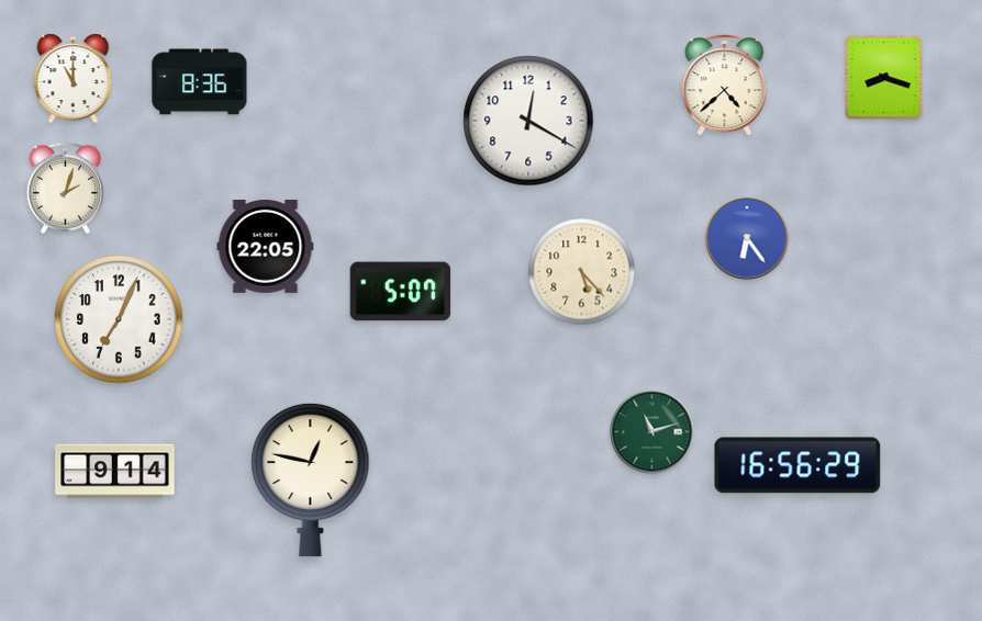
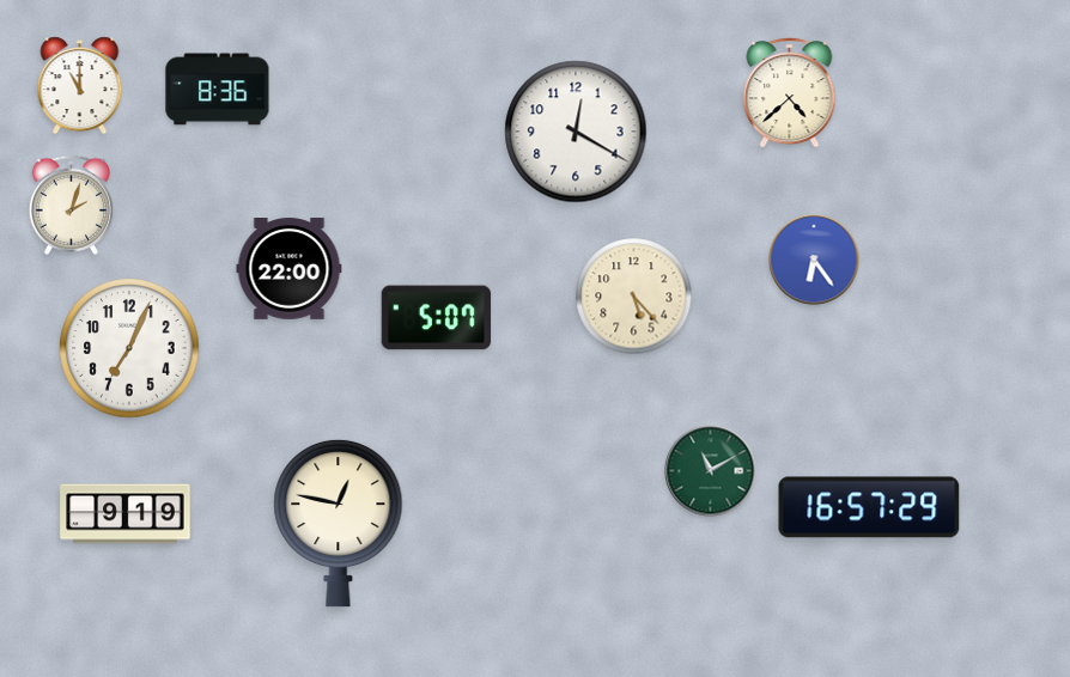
clock at (884, 78): 8:18 -> none
clock at (266, 247): 22:05 -> 22:00
clock at (652, 432): 11:12 -> 11:10
clock at (797, 465): 16:56 -> 16:57
clock at (115, 472): 9:14 -> 9:19
